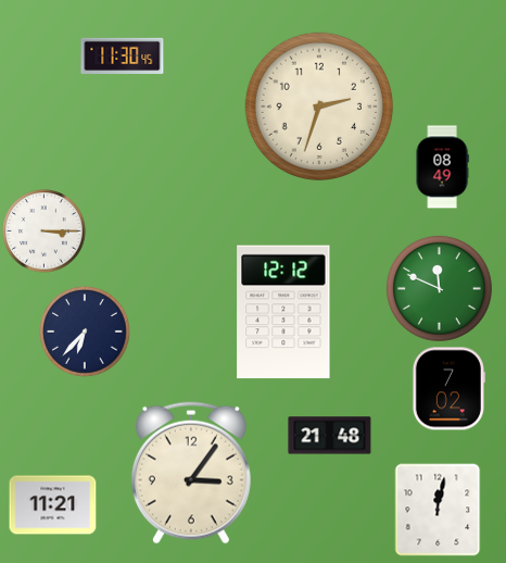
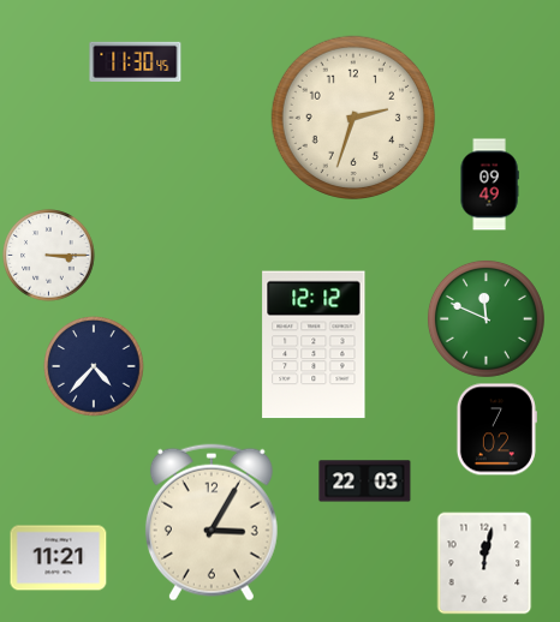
clock at (442, 167): 08:49 -> 09:49
clock at (85, 331): 6:37 -> 4:37
clock at (330, 436): 21:48 -> 22:03
clock at (191, 473): 3:06 -> 3:05
